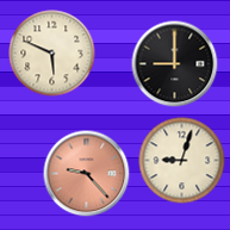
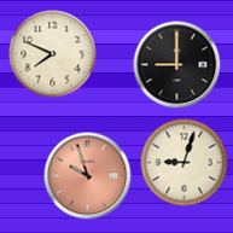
clock at (52, 54): 5:49 -> 7:49
clock at (87, 174): 9:23 -> 9:57
